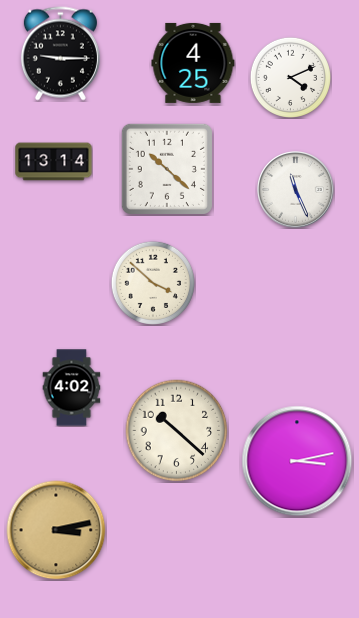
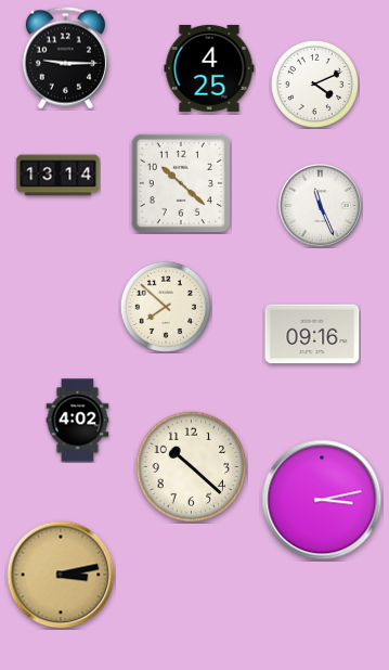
clock at (152, 282): 3:52 -> 7:52
clock at (312, 334): none -> 09:16
